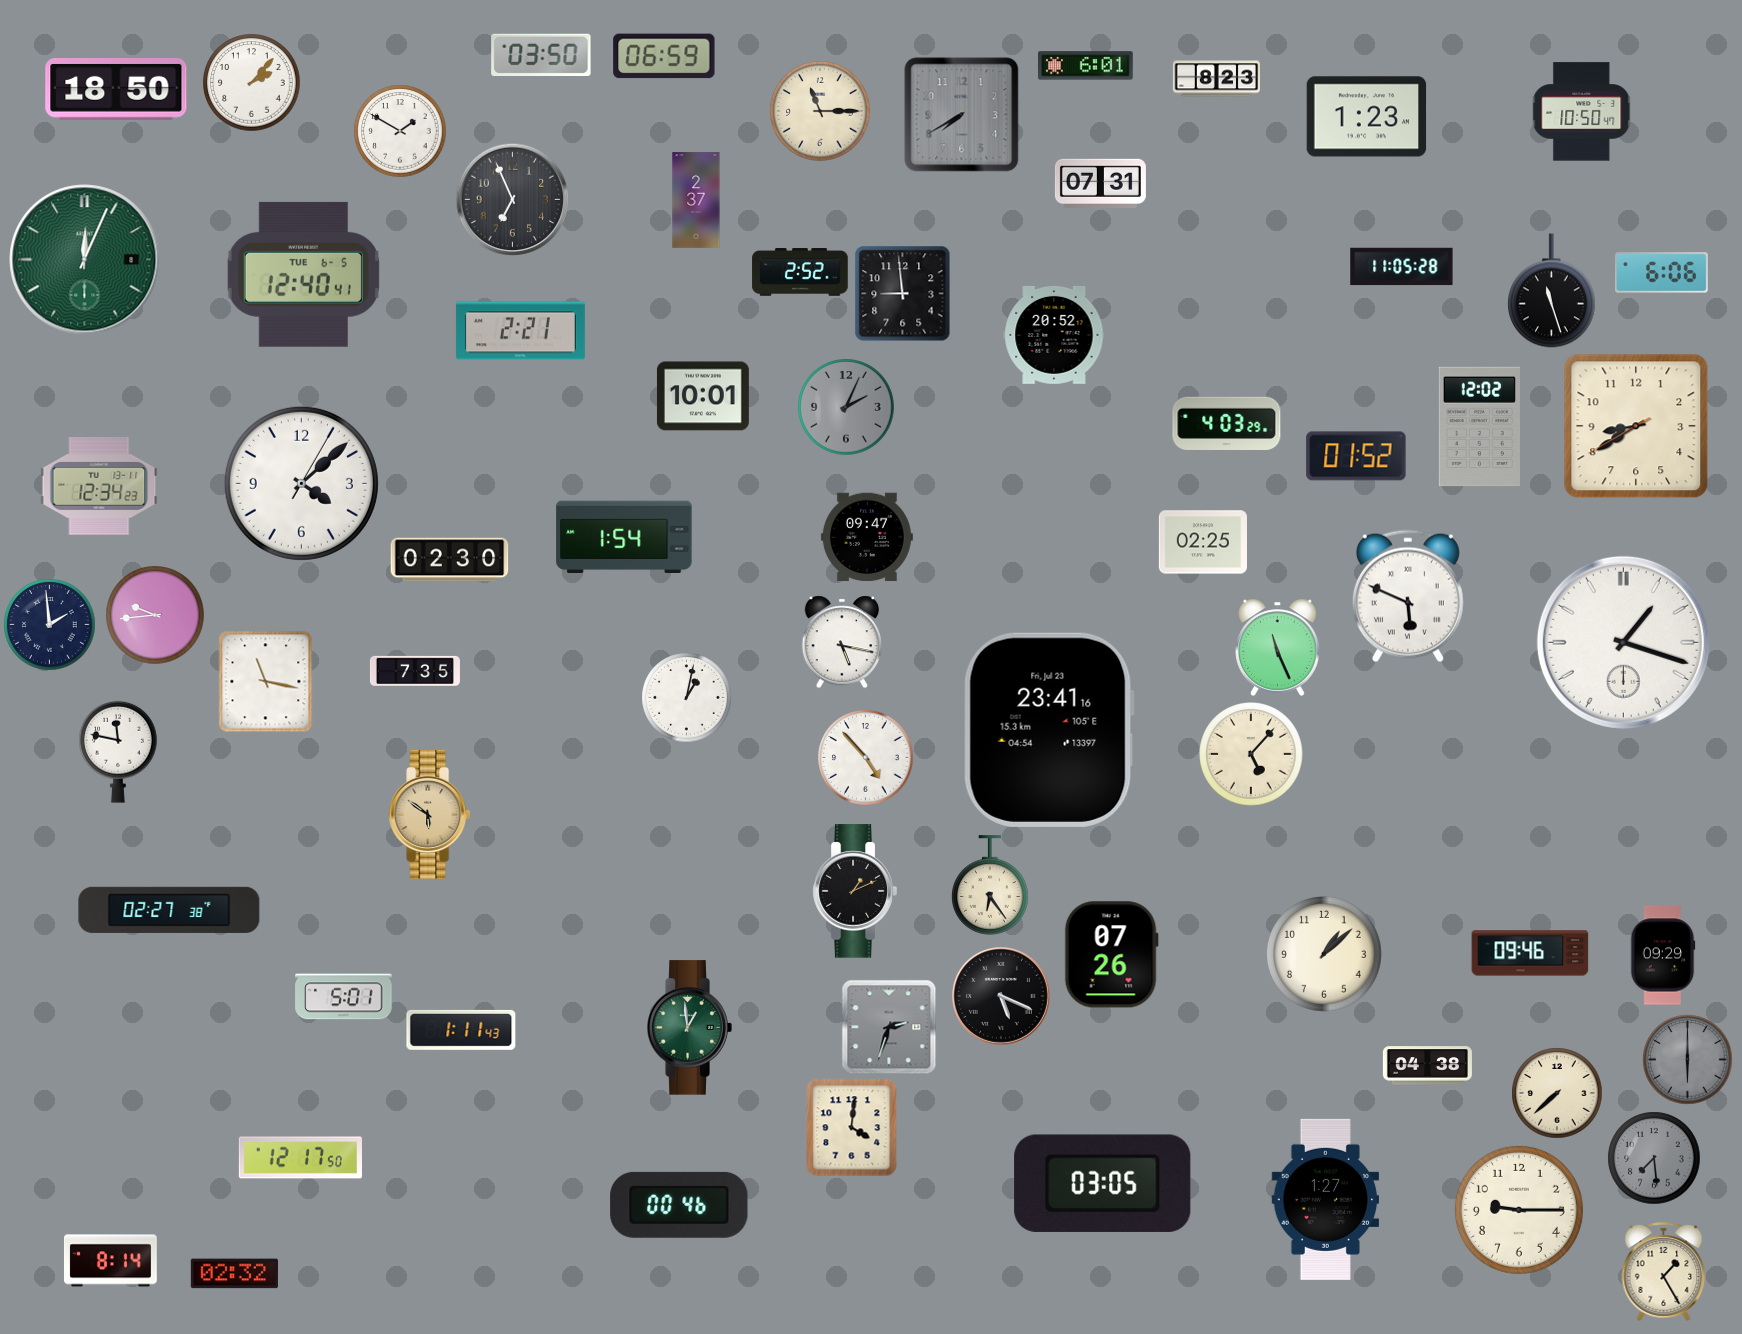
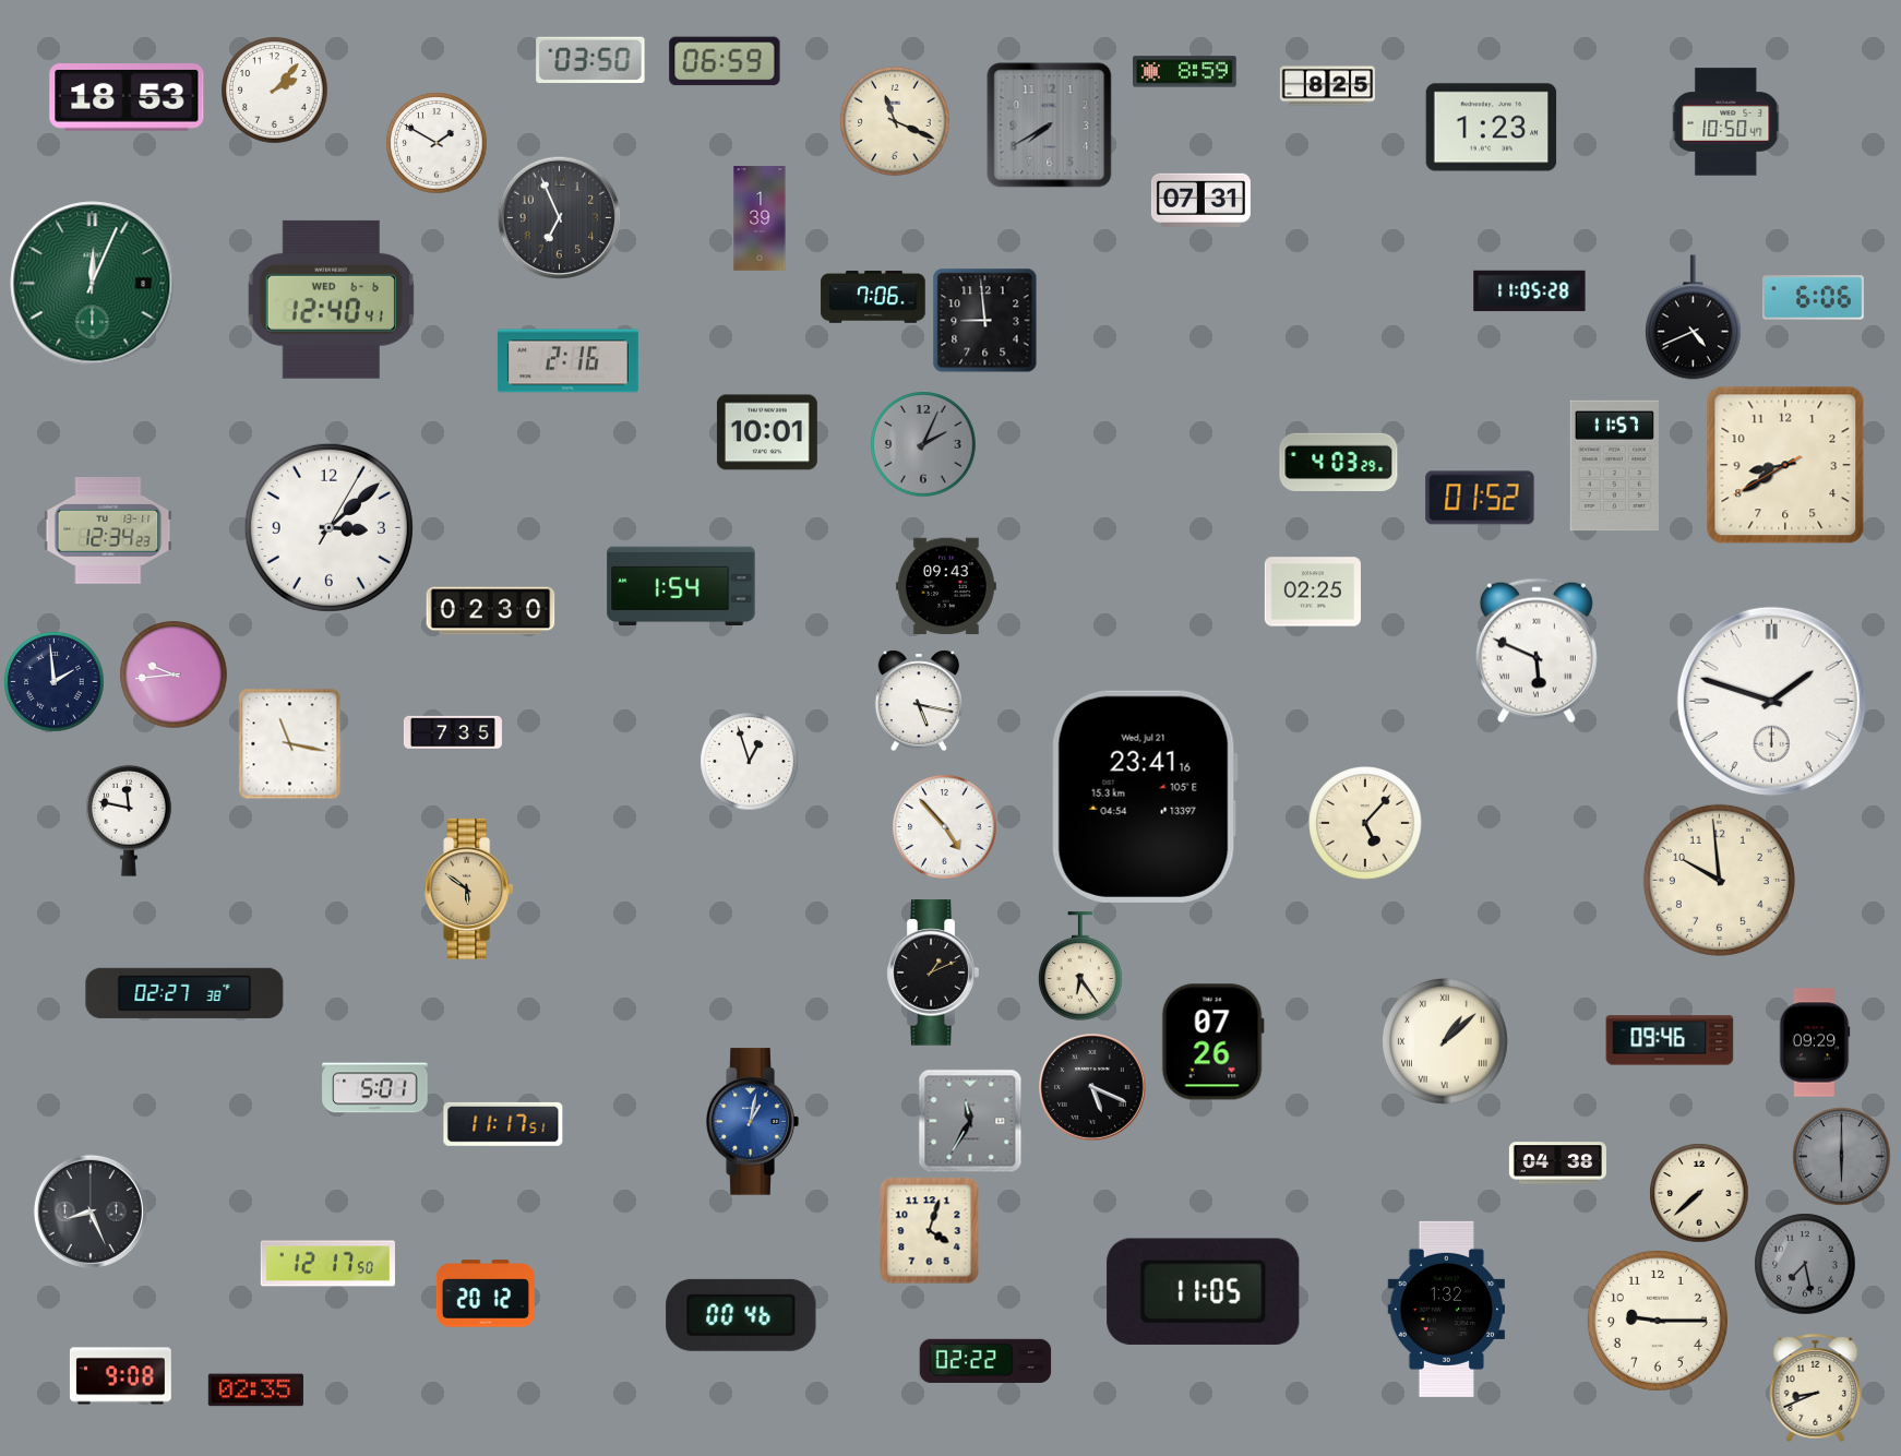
clock at (1086, 66): 6:01 -> 8:59
clock at (1217, 79): 8:23 -> 8:25
clock at (116, 89): 18:50 -> 18:53
clock at (820, 111): 11:15 -> 11:19
clock at (696, 200): 2:37 -> 1:39
clock at (800, 272): 2:52 -> 7:06
clock at (303, 274) date: TUE 6-5 -> WED 6-6
clock at (1551, 291): 11:27 -> 4:41
clock at (520, 331): 2:21 -> 2:16
clock at (1054, 335): 20:52 -> none
clock at (1479, 427): 12:02 -> 11:57
clock at (301, 483): 4:08 -> 3:08
clock at (867, 537): 09:47 -> 09:43
clock at (155, 615) position: (155, 615) -> (174, 675)
clock at (1623, 642): 1:18 -> 1:48
clock at (1278, 647): 11:26 -> none
clock at (687, 698): 1:02 -> 12:57
clock at (1049, 730) date: Fri, Jul 23 -> Wed, Jul 21
clock at (1719, 880): none -> 9:59
clock at (1324, 954) numerals: Arabic -> Roman
clock at (889, 1027): 2:33 -> 11:35
clock at (689, 1028): 12:59 -> 1:02
clock at (689, 1028) dial: green -> blue
clock at (461, 1030): 1:11 -> 11:17
clock at (91, 1212): none -> 8:26
clock at (852, 1128): 4:01 -> 4:03
clock at (1654, 1158): 7:29 -> 7:28
clock at (1103, 1183): 03:05 -> 11:05
clock at (486, 1293): none -> 20:12
clock at (1326, 1199): 1:27 -> 1:32
clock at (985, 1361): none -> 02:22
clock at (110, 1261): 8:14 -> 9:08
clock at (1664, 1271): 1:25 -> 8:41
clock at (234, 1274): 02:32 -> 02:35
